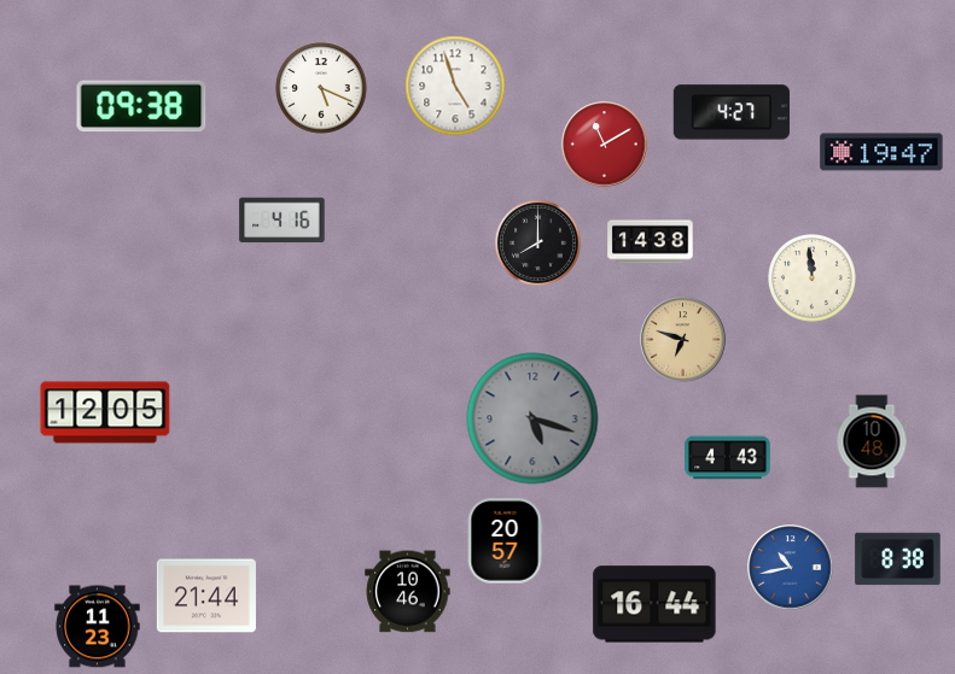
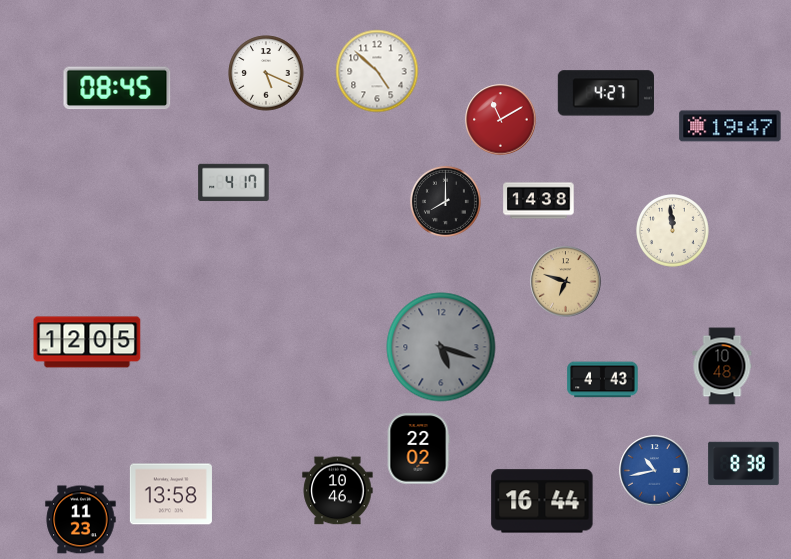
clock at (455, 86): 4:57 -> 4:52
clock at (141, 106): 09:38 -> 08:45
clock at (283, 221): 4:16 -> 4:17
clock at (505, 541): 20:57 -> 22:02
clock at (206, 596): 21:44 -> 13:58
